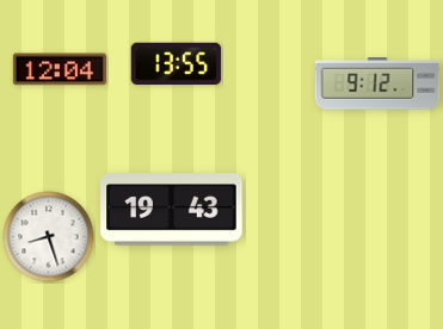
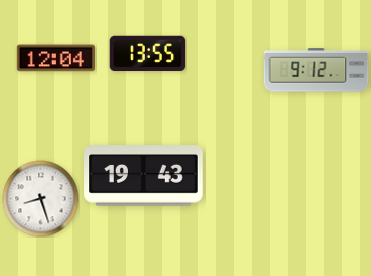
clock at (59, 69) position: (59, 69) -> (55, 58)
